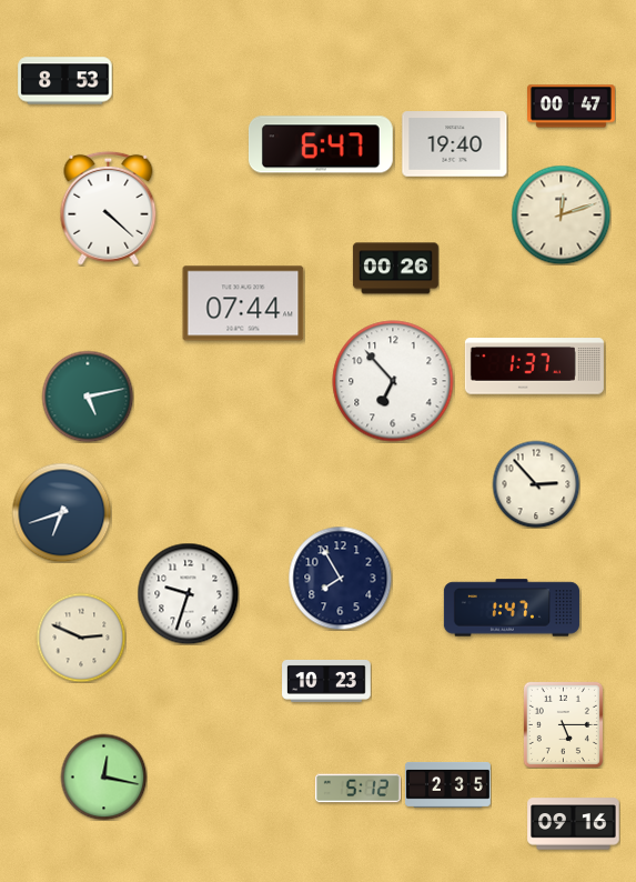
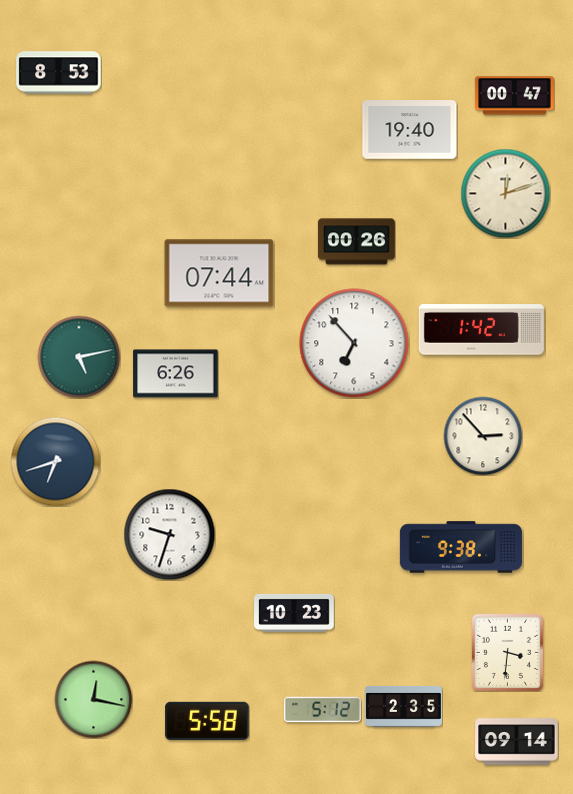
clock at (321, 144): 6:47 -> none
clock at (109, 208): 4:22 -> none
clock at (534, 367): 1:37 -> 1:42
clock at (176, 374): none -> 6:26
clock at (340, 578): 7:55 -> none
clock at (512, 608): 1:47 -> 9:38
clock at (81, 638): 2:49 -> none
clock at (563, 724): 5:15 -> 3:31
clock at (207, 721): none -> 5:58
clock at (574, 824): 09:16 -> 09:14
